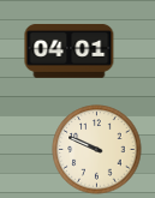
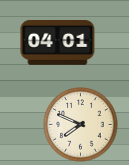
clock at (97, 150): 9:49 -> 7:49
